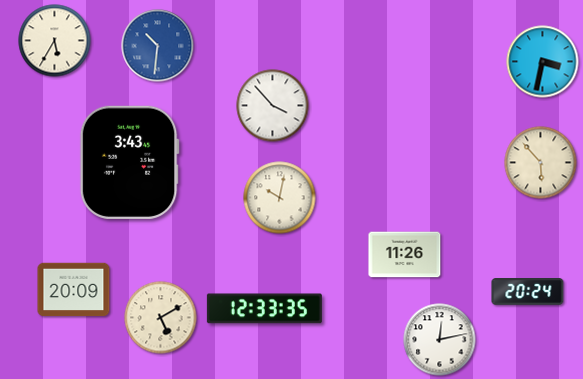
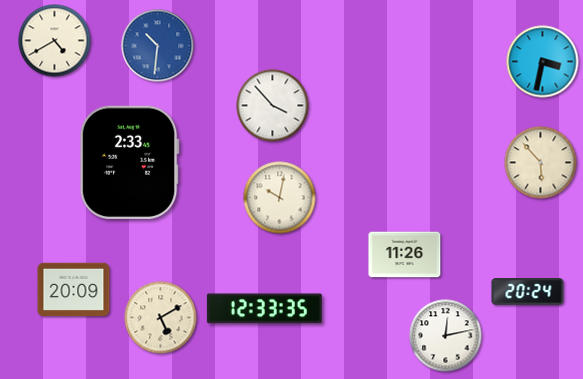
clock at (55, 41): 5:35 -> 4:40
clock at (129, 162): 3:43 -> 2:33
clock at (440, 340) position: (440, 340) -> (446, 336)
